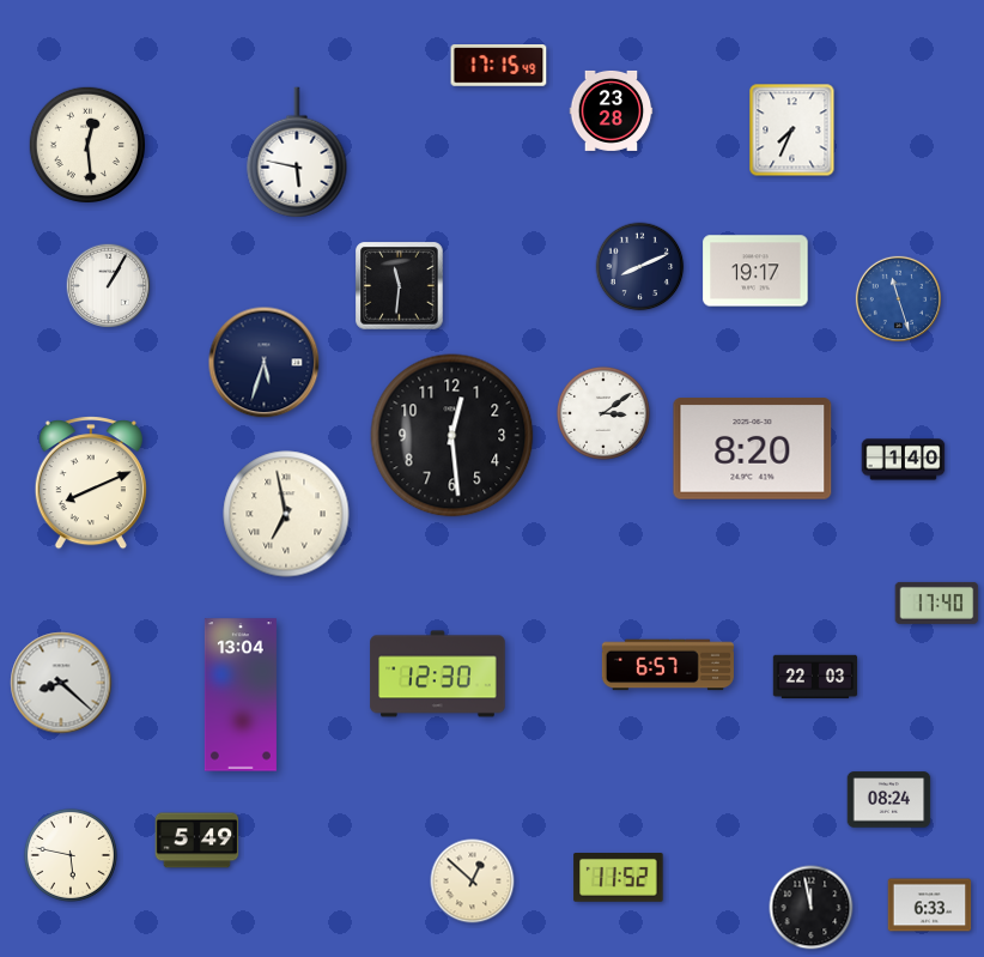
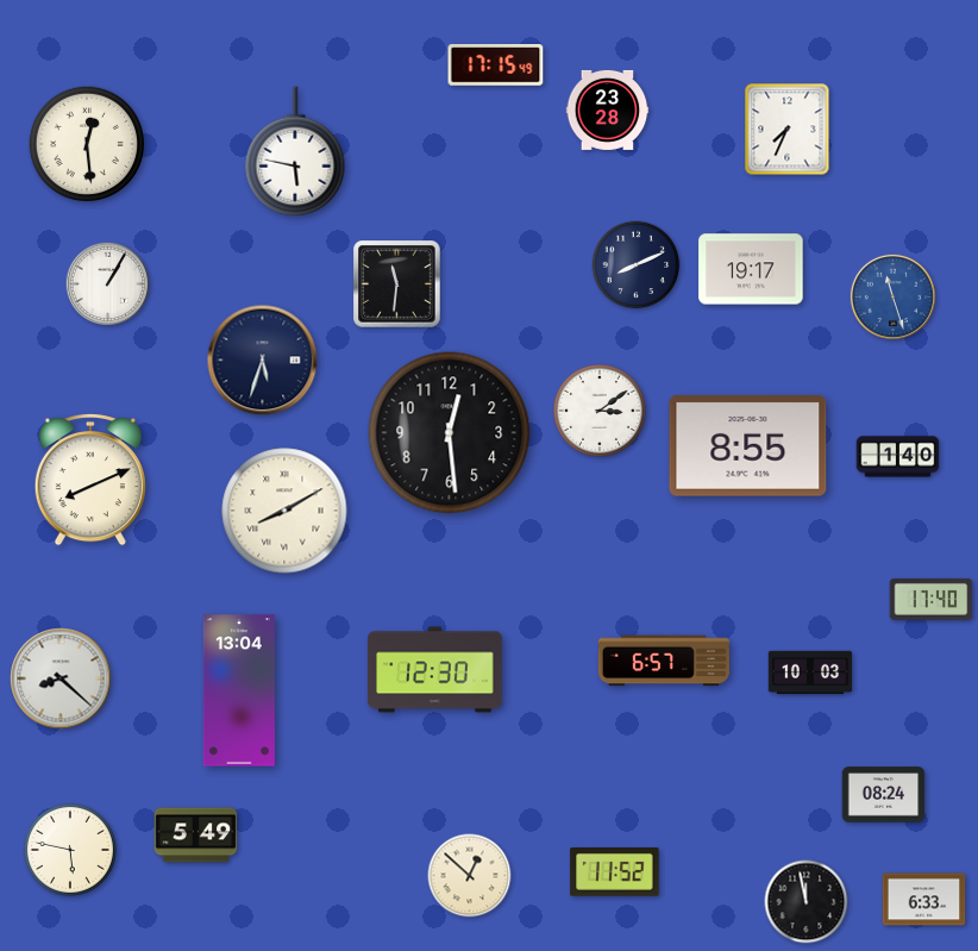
clock at (753, 449): 8:20 -> 8:55
clock at (286, 514): 6:58 -> 8:10
clock at (815, 677): 22:03 -> 10:03
